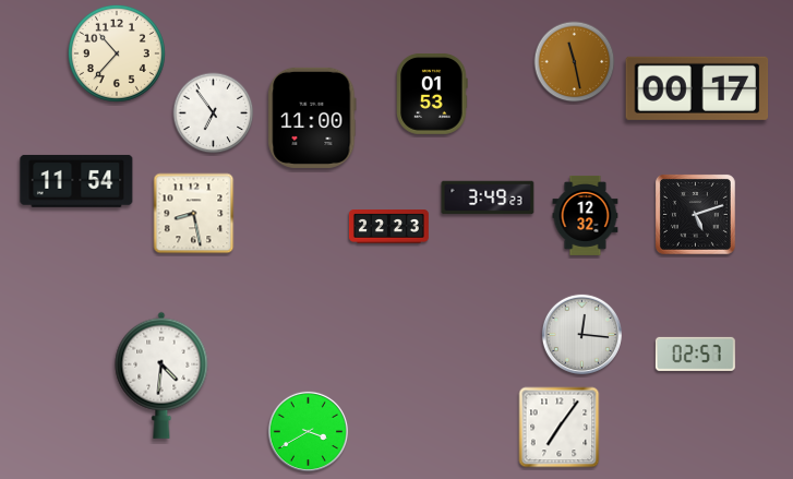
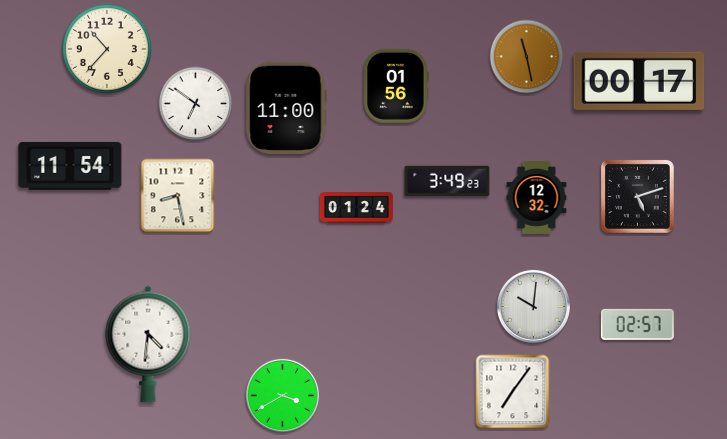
clock at (432, 94): 01:53 -> 01:56
clock at (214, 113): 6:54 -> 6:51
clock at (388, 227): 22:23 -> 01:24
clock at (581, 334): 12:16 -> 10:01
